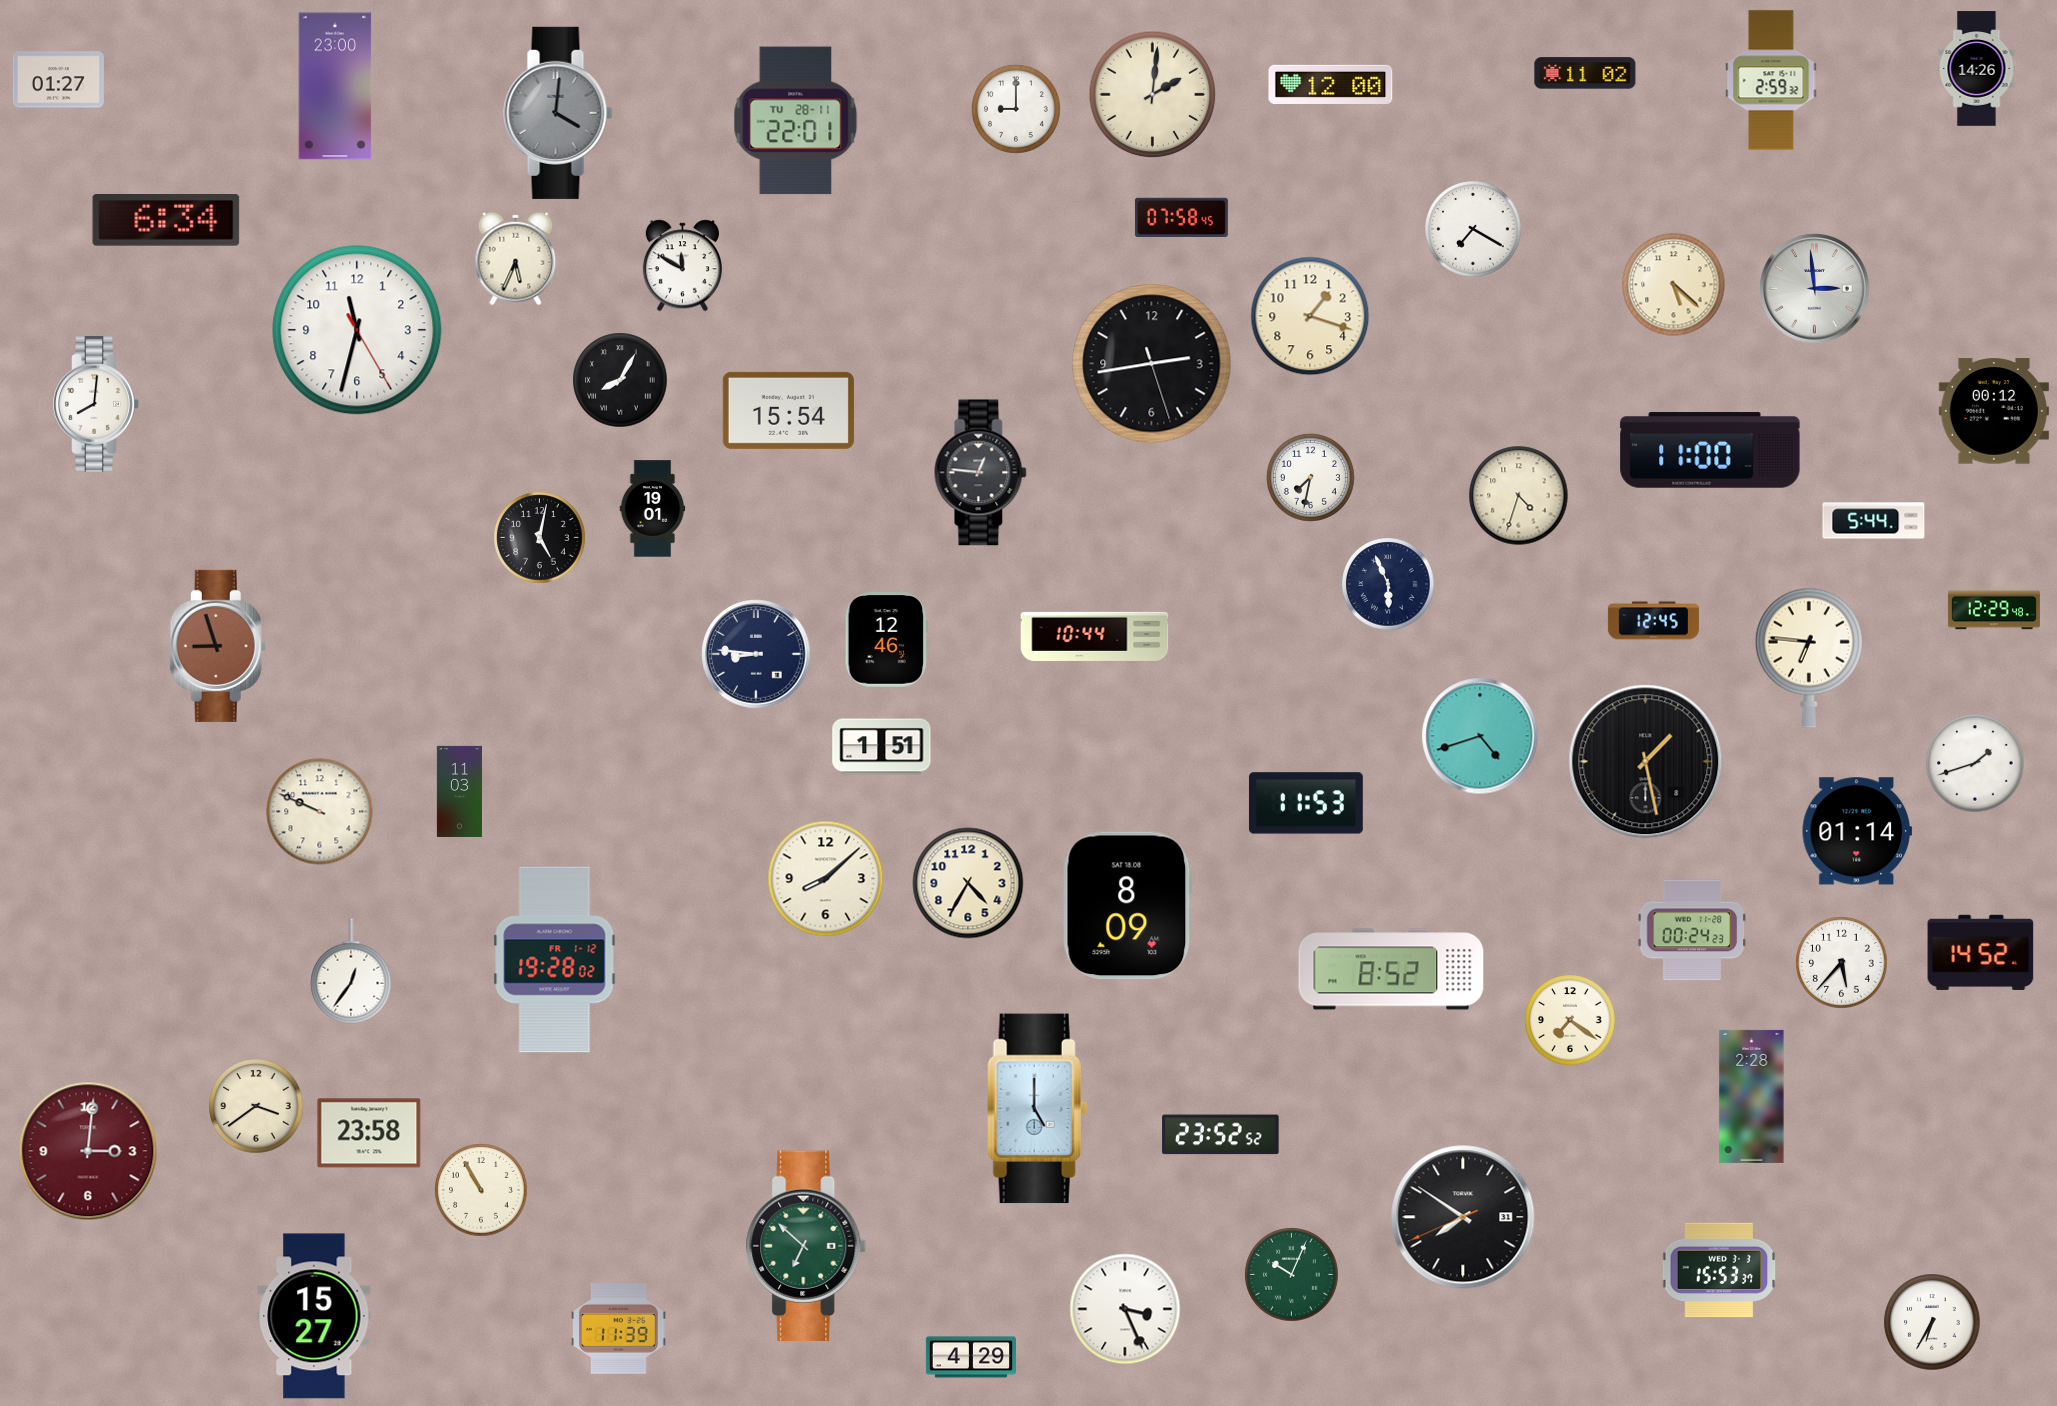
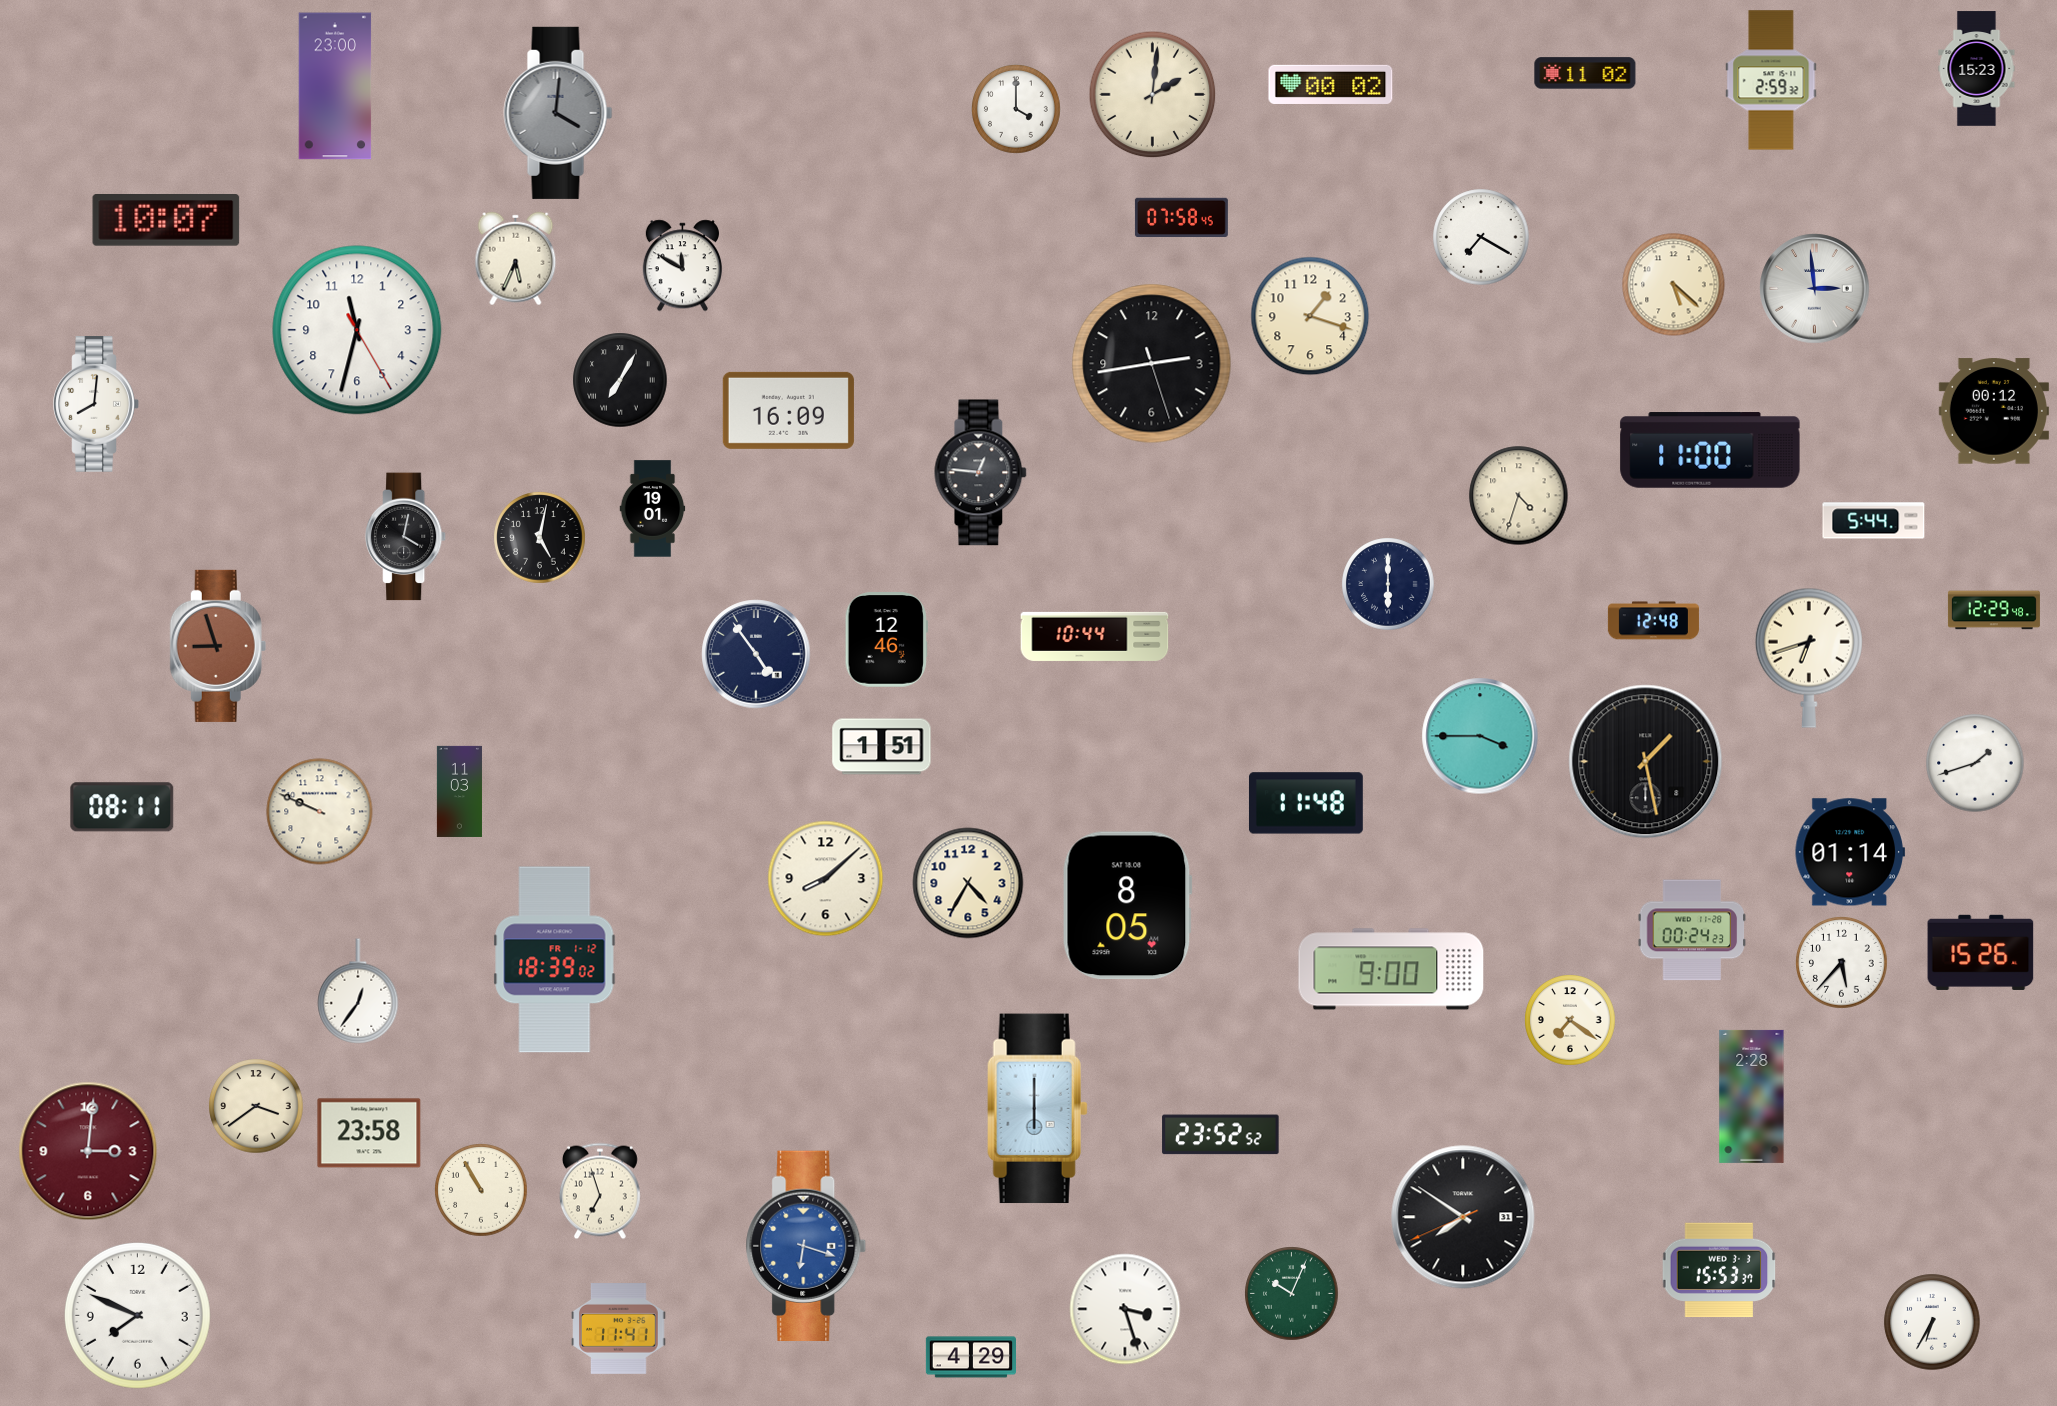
clock at (1977, 69): 14:26 -> 15:23
clock at (58, 80): 01:27 -> none
clock at (1331, 84): 12:00 -> 00:02
clock at (1017, 110): 9:00 -> 4:00
clock at (796, 121): 22:01 -> none
clock at (166, 220): 6:34 -> 10:07
clock at (1473, 229) position: (1473, 229) -> (1481, 237)
clock at (620, 380): 8:05 -> 7:05
clock at (788, 410): 15:54 -> 16:09
clock at (1310, 477): 7:32 -> none
clock at (406, 537): none -> 4:02
clock at (1388, 584): 5:56 -> 6:00
clock at (1653, 621): 12:45 -> 12:48
clock at (756, 654): 8:46 -> 4:54
clock at (1809, 658): 6:46 -> 6:42
clock at (1480, 736): 4:42 -> 3:45
clock at (1306, 803): 11:53 -> 11:48
clock at (122, 807): none -> 08:11
clock at (1857, 831) position: (1857, 831) -> (1850, 852)
clock at (1127, 906): 8:09 -> 8:05
clock at (1981, 952): 14:52 -> 15:26
clock at (555, 960): 19:28 -> 18:39
clock at (1391, 969): 8:52 -> 9:00
clock at (351, 971) position: (351, 971) -> (358, 991)
clock at (1037, 1109): 5:00 -> 6:00
clock at (600, 1191): none -> 6:57
clock at (806, 1246): 6:52 -> 6:18
clock at (806, 1246) dial: green -> blue
clock at (1292, 1275) position: (1292, 1275) -> (1292, 1294)
clock at (1125, 1309): 3:26 -> 3:27
clock at (137, 1315): none -> 7:49
clock at (314, 1316): 15:27 -> none
clock at (619, 1329): 11:39 -> 11:41
